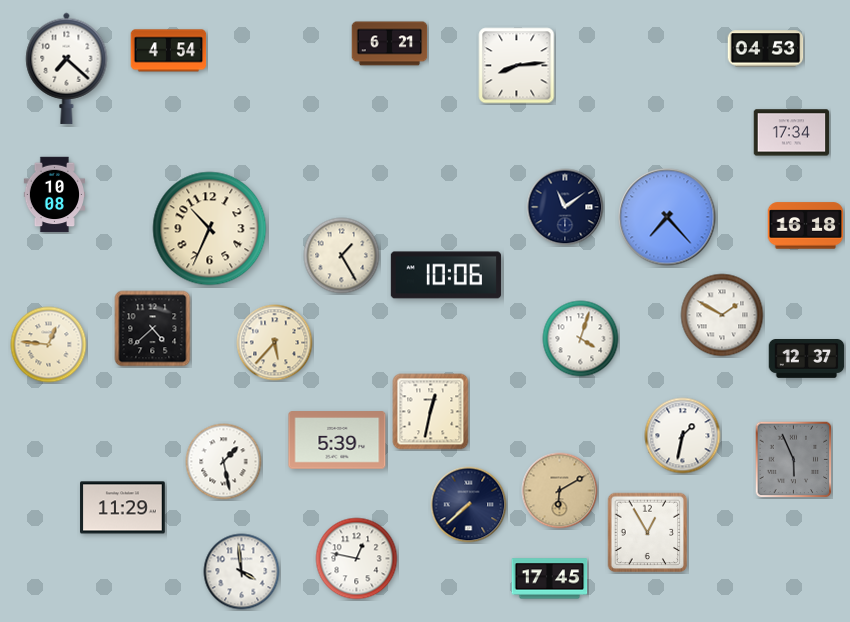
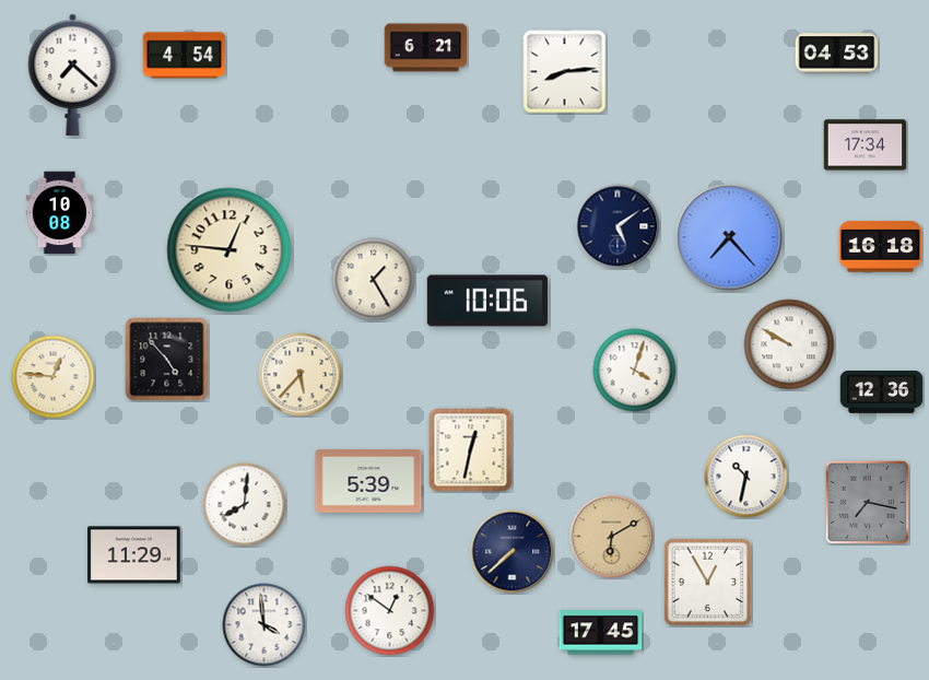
clock at (565, 207): 11:09 -> 5:09
clock at (210, 229): 10:34 -> 12:46
clock at (722, 315): 1:50 -> 9:50
clock at (153, 329): 4:38 -> 4:53
clock at (807, 359): 12:37 -> 12:36
clock at (683, 436): 1:32 -> 10:32
clock at (794, 460): 5:56 -> 7:17
clock at (224, 462): 1:28 -> 8:01
clock at (357, 559): 12:47 -> 12:51
